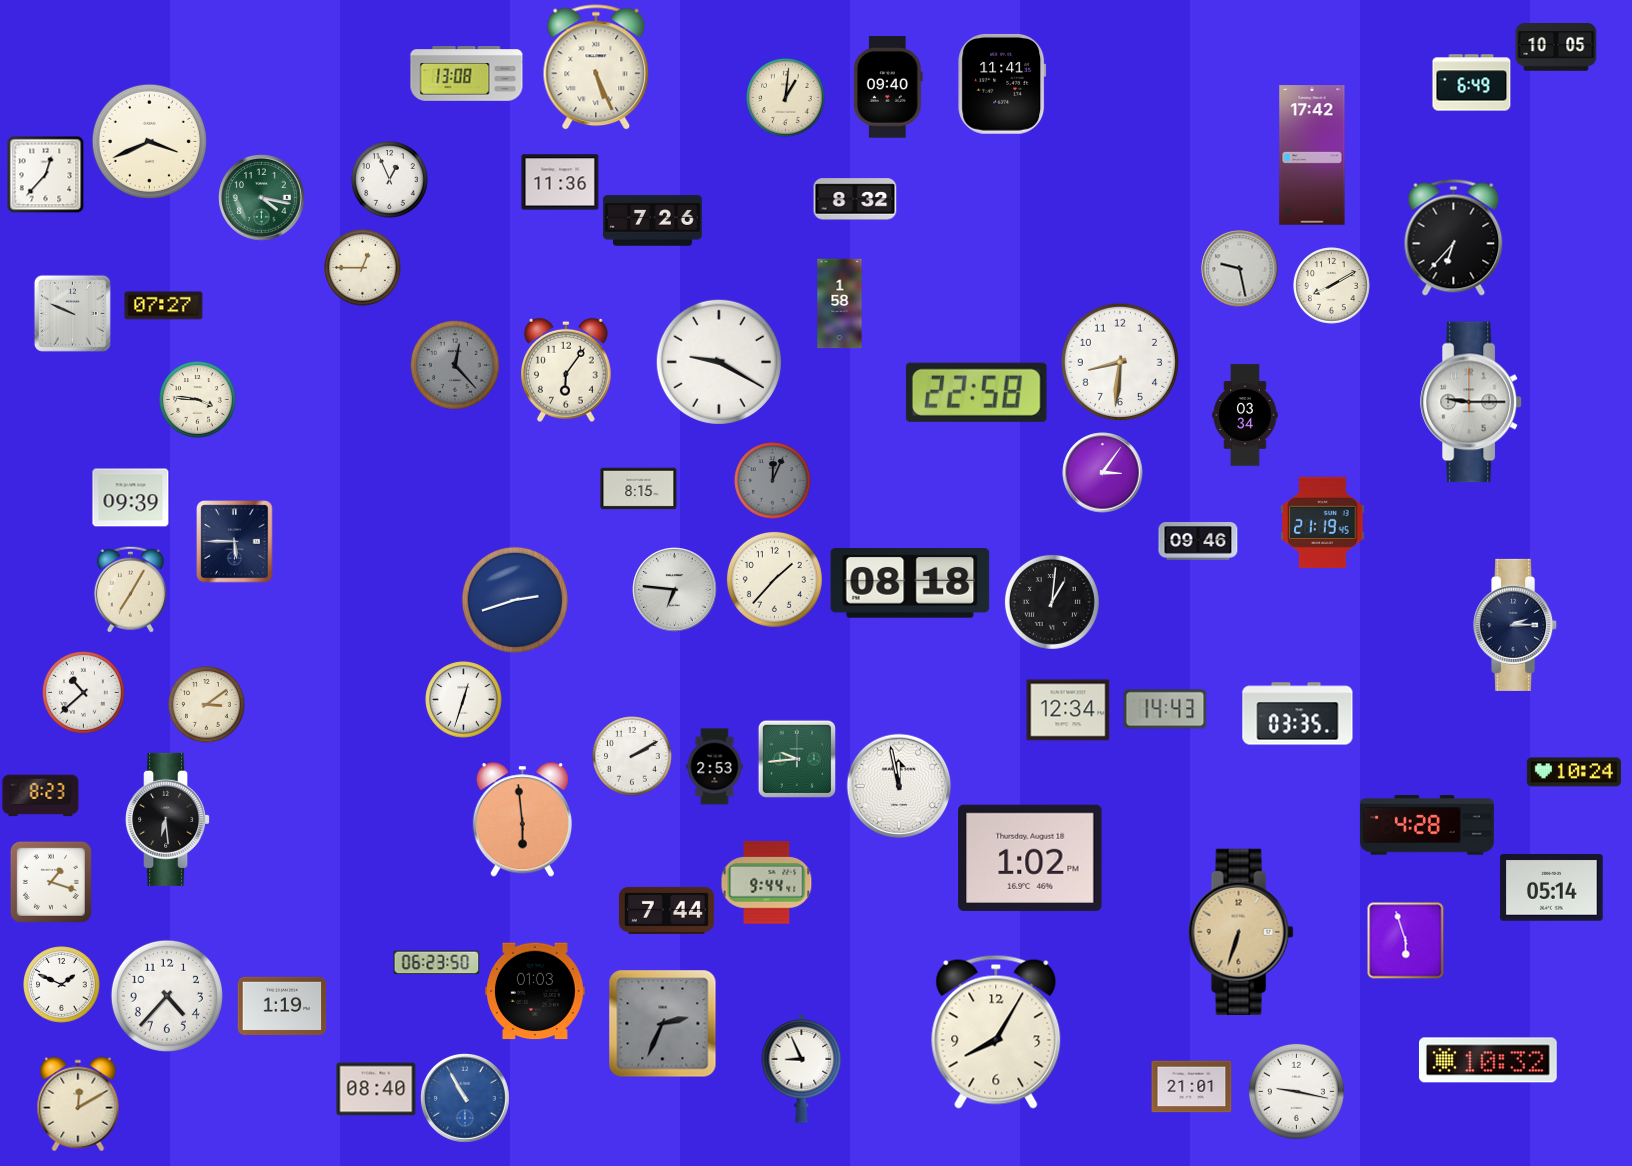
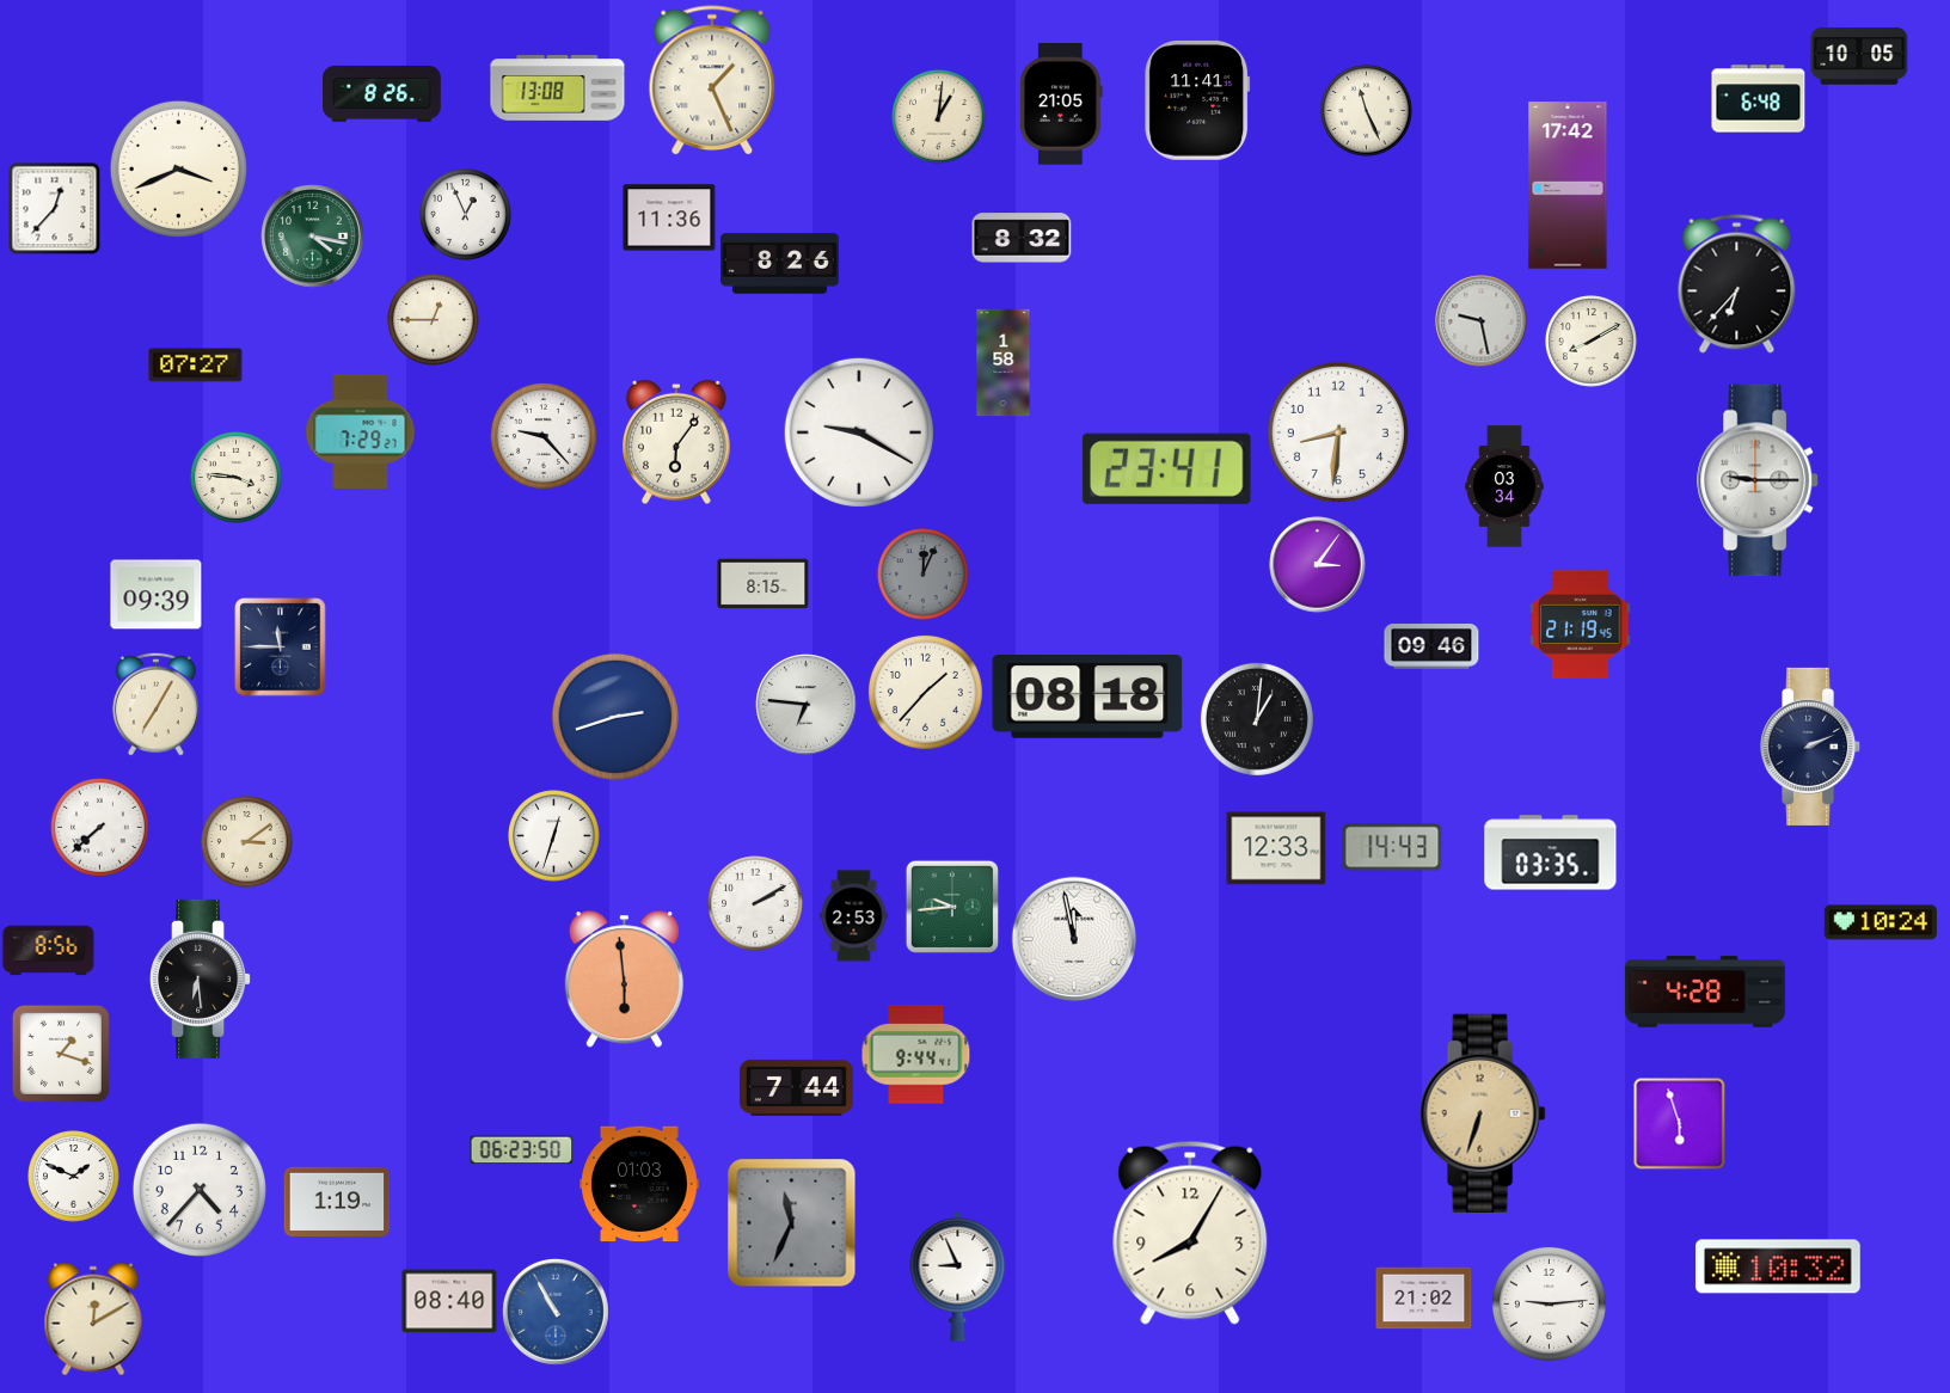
clock at (596, 68): 5:26 -> 1:26
clock at (382, 93): none -> 8:26
clock at (1472, 83): 6:49 -> 6:48
clock at (889, 87): 09:40 -> 21:05
clock at (1367, 111): none -> 11:26
clock at (653, 221): 7:26 -> 8:26
clock at (72, 313): 9:49 -> none
clock at (361, 431): none -> 7:29
clock at (455, 365): 12:23 -> 9:23
clock at (455, 365) dial: grey -> white
clock at (976, 392): 22:58 -> 23:41
clock at (1245, 415) position: (1245, 415) -> (1504, 486)
clock at (235, 542): 5:45 -> 11:45
clock at (1516, 625): 2:15 -> 2:11
clock at (84, 693): 10:38 -> 7:38
clock at (1068, 710): 12:34 -> 12:33
clock at (41, 796): 8:23 -> 8:56
clock at (1427, 825) position: (1427, 825) -> (1705, 992)
clock at (1030, 858): 1:02 -> none
clock at (1552, 888): 05:14 -> none
clock at (663, 1024): 2:34 -> 11:34
clock at (1192, 1087): 21:01 -> 21:02
clock at (1296, 1091): 9:17 -> 9:14
